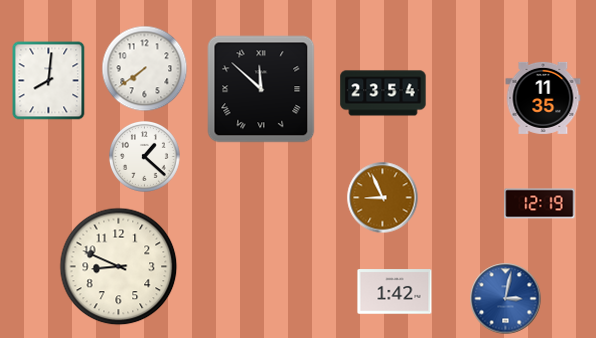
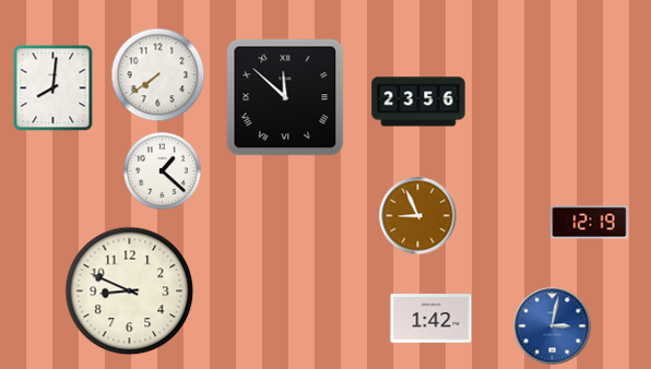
clock at (383, 93): 23:54 -> 23:56
clock at (543, 98): 11:35 -> none
clock at (145, 157) position: (145, 157) -> (163, 171)
